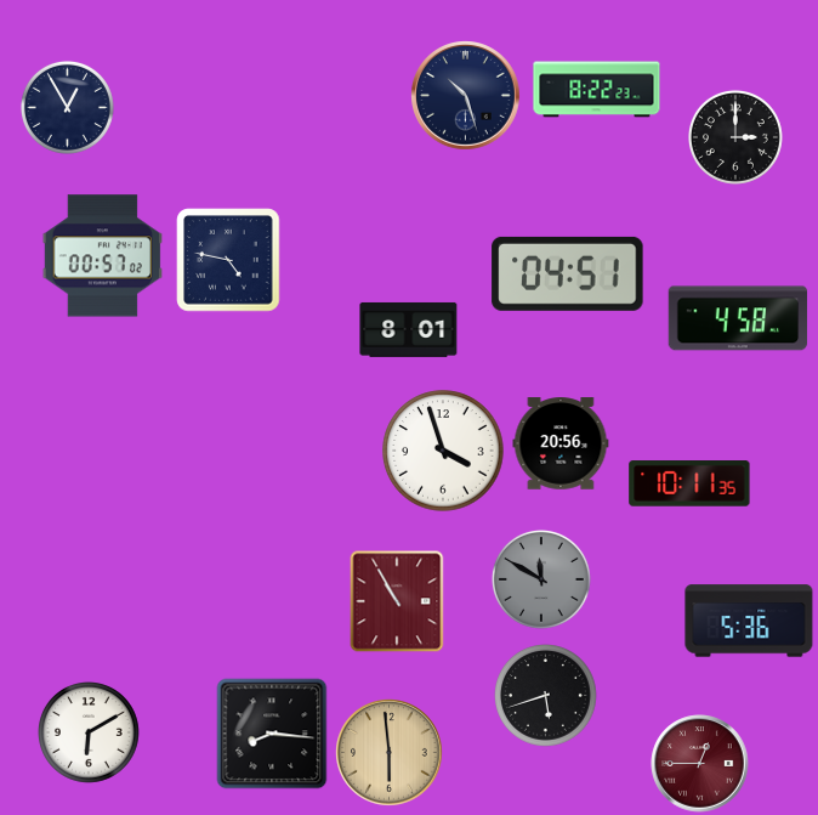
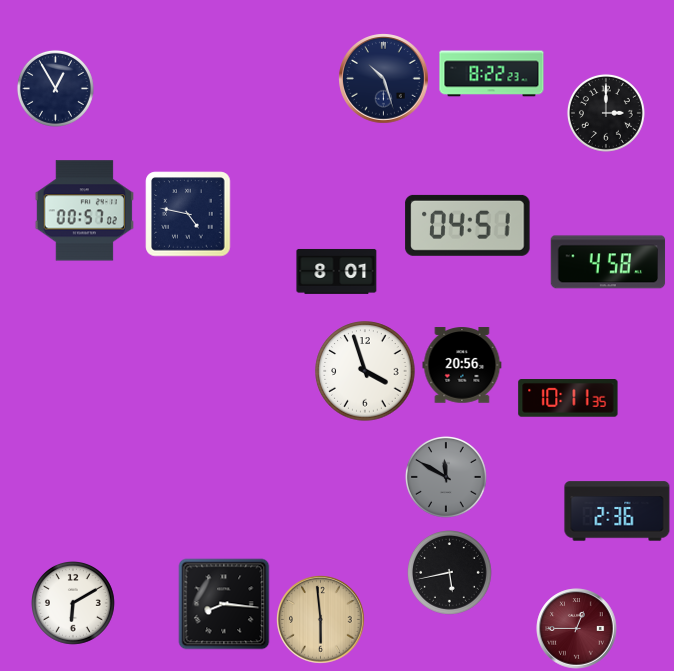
clock at (397, 601): 10:55 -> none
clock at (749, 621): 5:36 -> 2:36
clock at (546, 696): 5:42 -> 5:43
